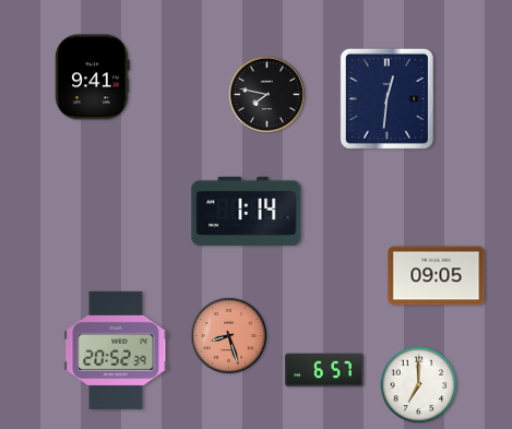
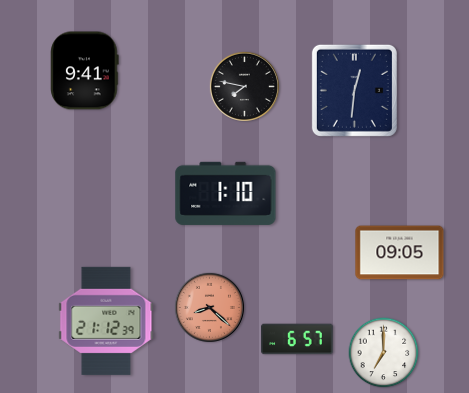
clock at (247, 211): 1:14 -> 1:10
clock at (228, 335): 8:27 -> 8:22
clock at (116, 350): 20:52 -> 21:12
